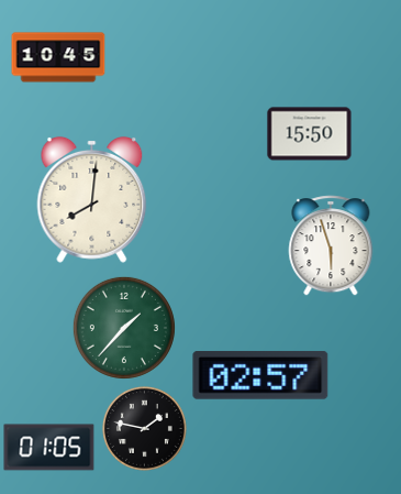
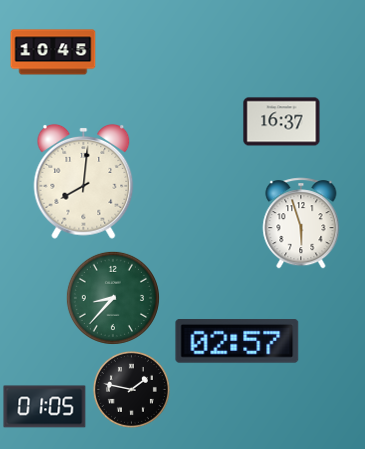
clock at (310, 134): 15:50 -> 16:37
clock at (124, 328): 1:37 -> 8:37
